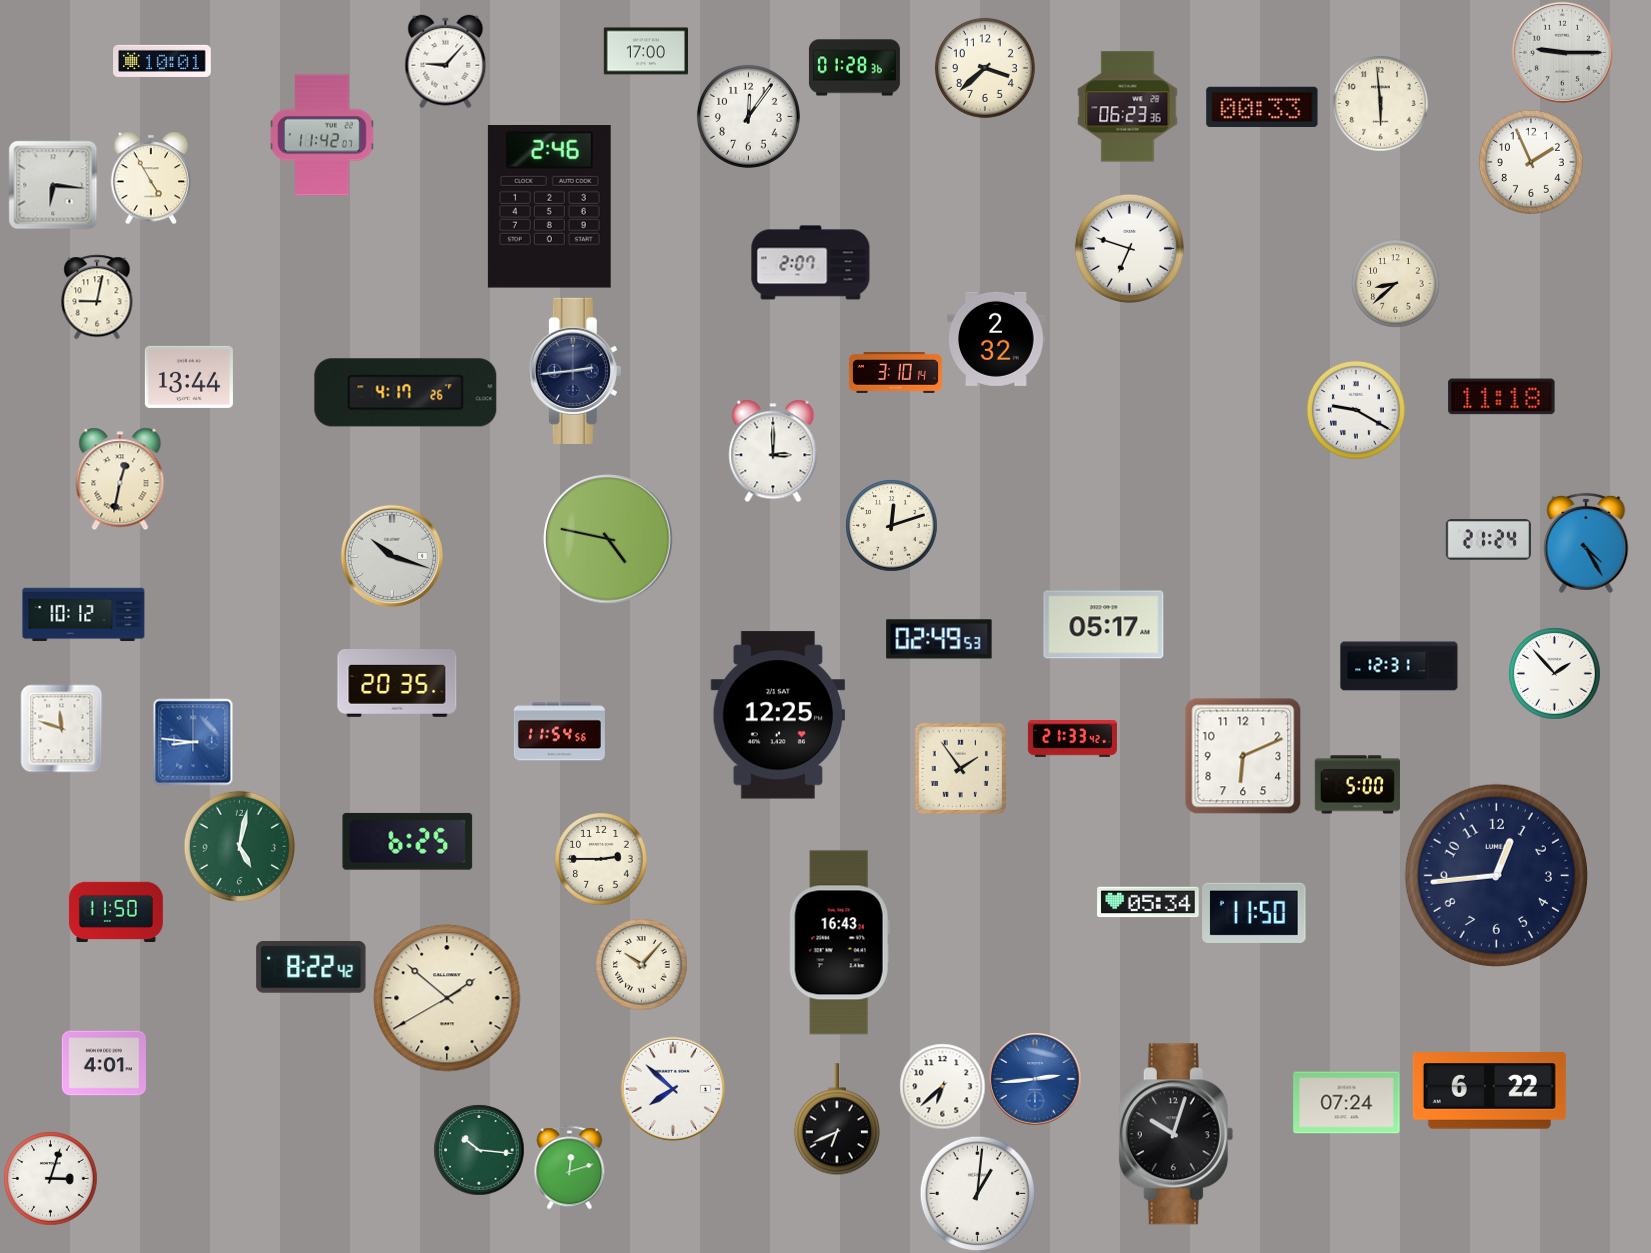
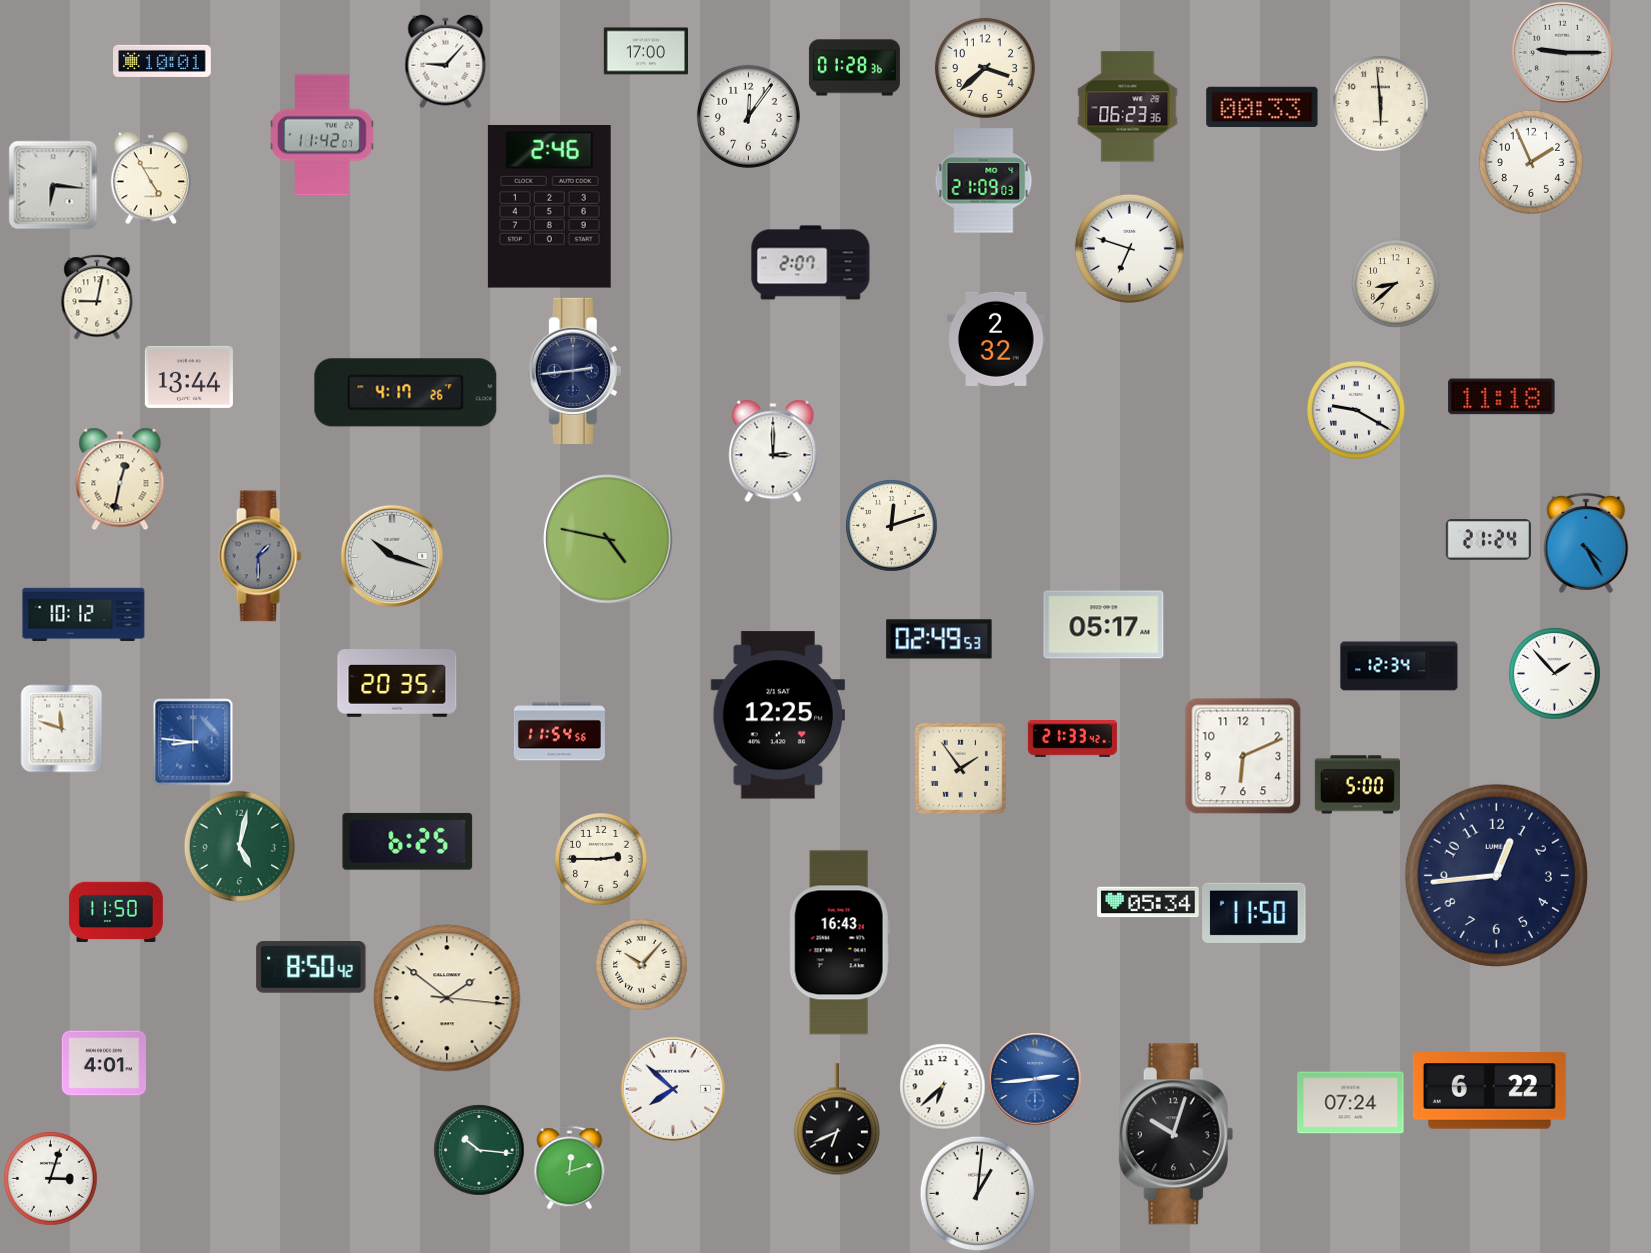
clock at (984, 181): none -> 21:09
clock at (895, 373): 3:10 -> none
clock at (260, 556): none -> 1:30
clock at (1399, 666): 12:31 -> 12:34
clock at (311, 968): 8:22 -> 8:50
clock at (447, 998): 1:51:40 -> 1:51:16
clock at (1347, 1103) position: (1347, 1103) -> (1351, 1103)
